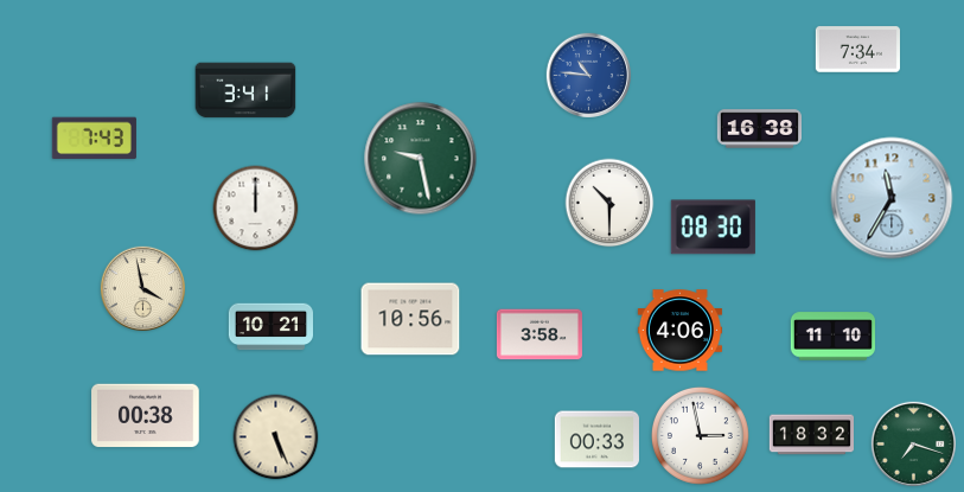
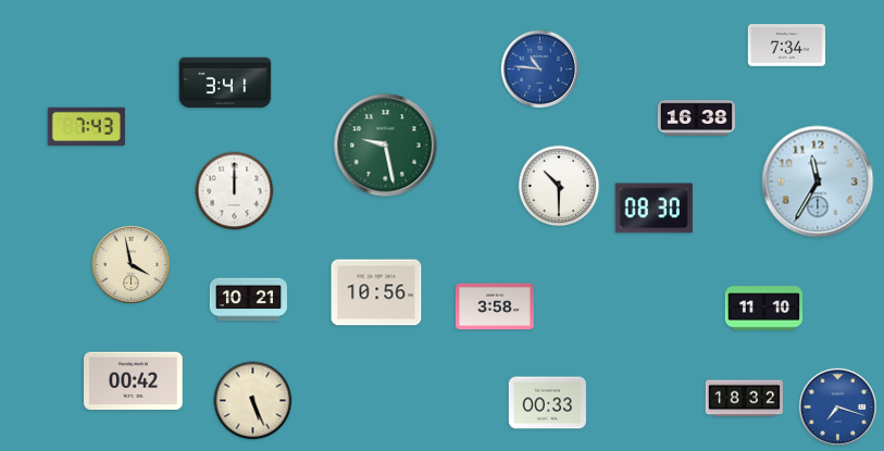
clock at (679, 331): 4:06 -> none
clock at (146, 416): 00:38 -> 00:42
clock at (700, 435): 2:58 -> none
clock at (913, 443) dial: green -> blue
